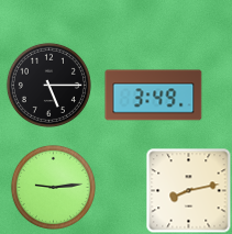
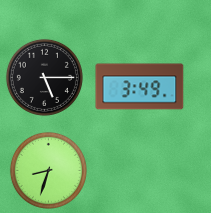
clock at (53, 187): 9:14 -> 8:33
clock at (188, 190): 8:13 -> none
